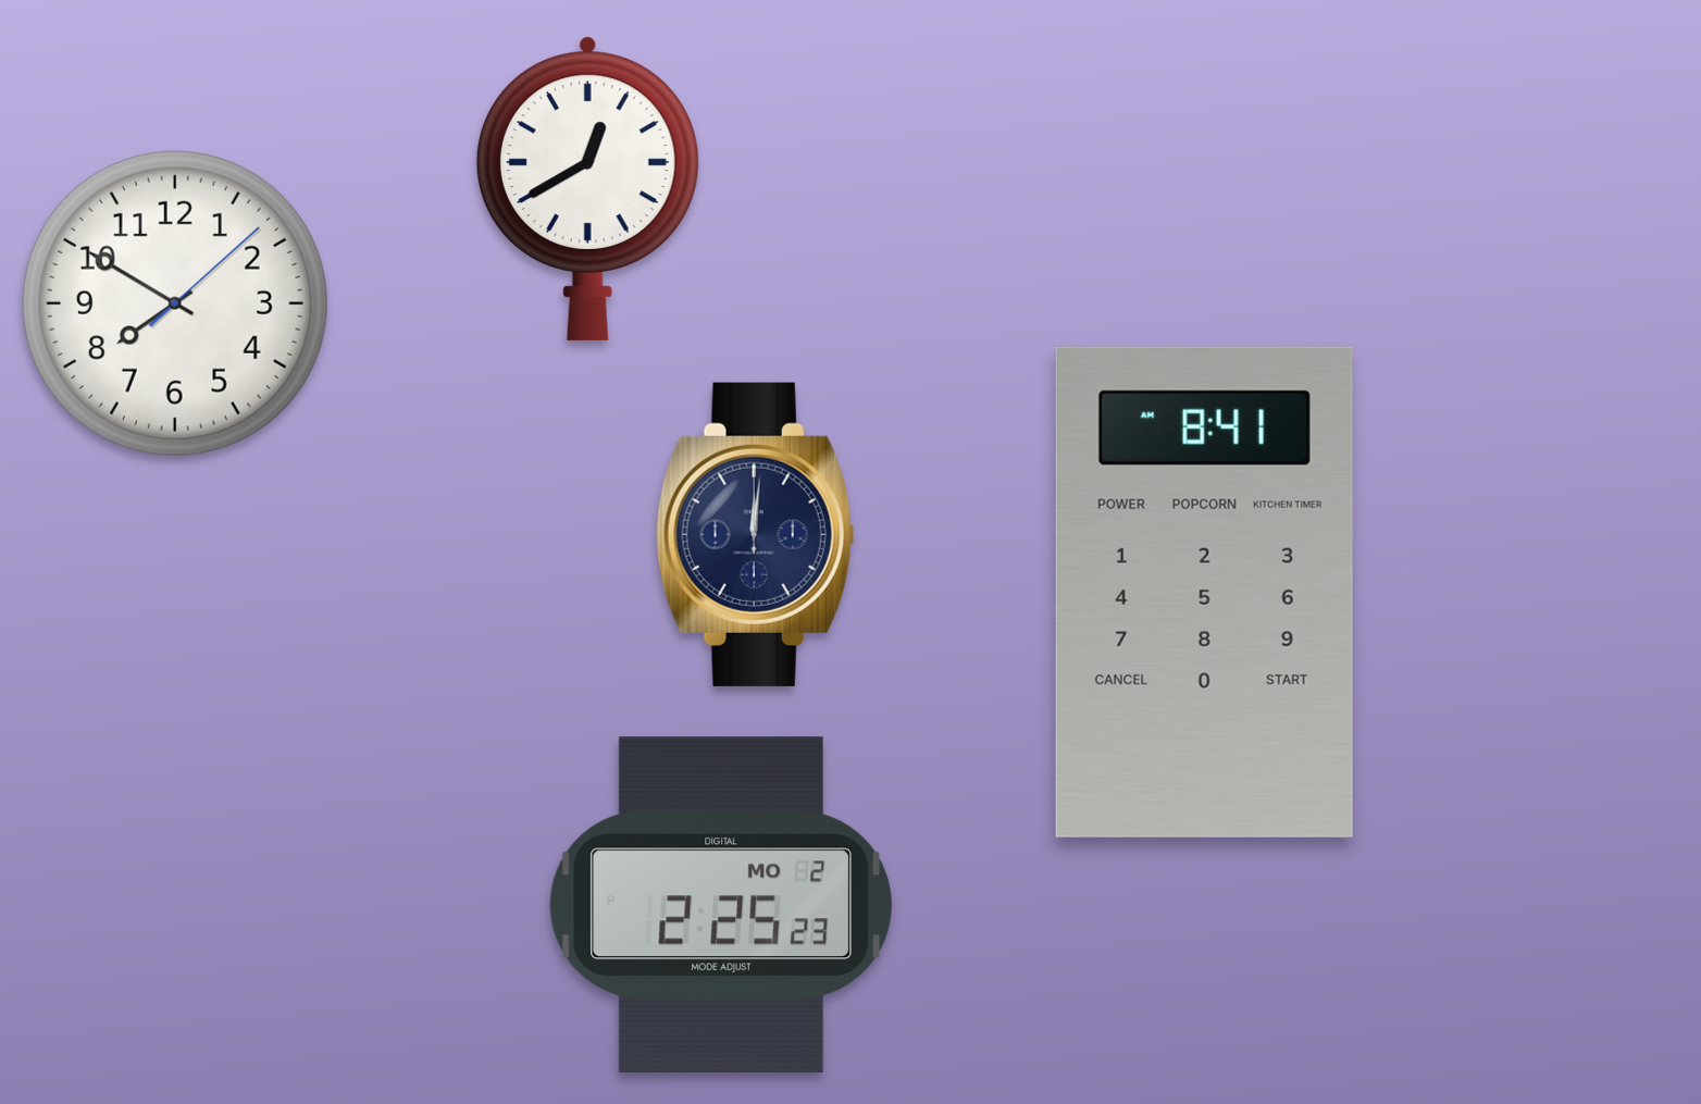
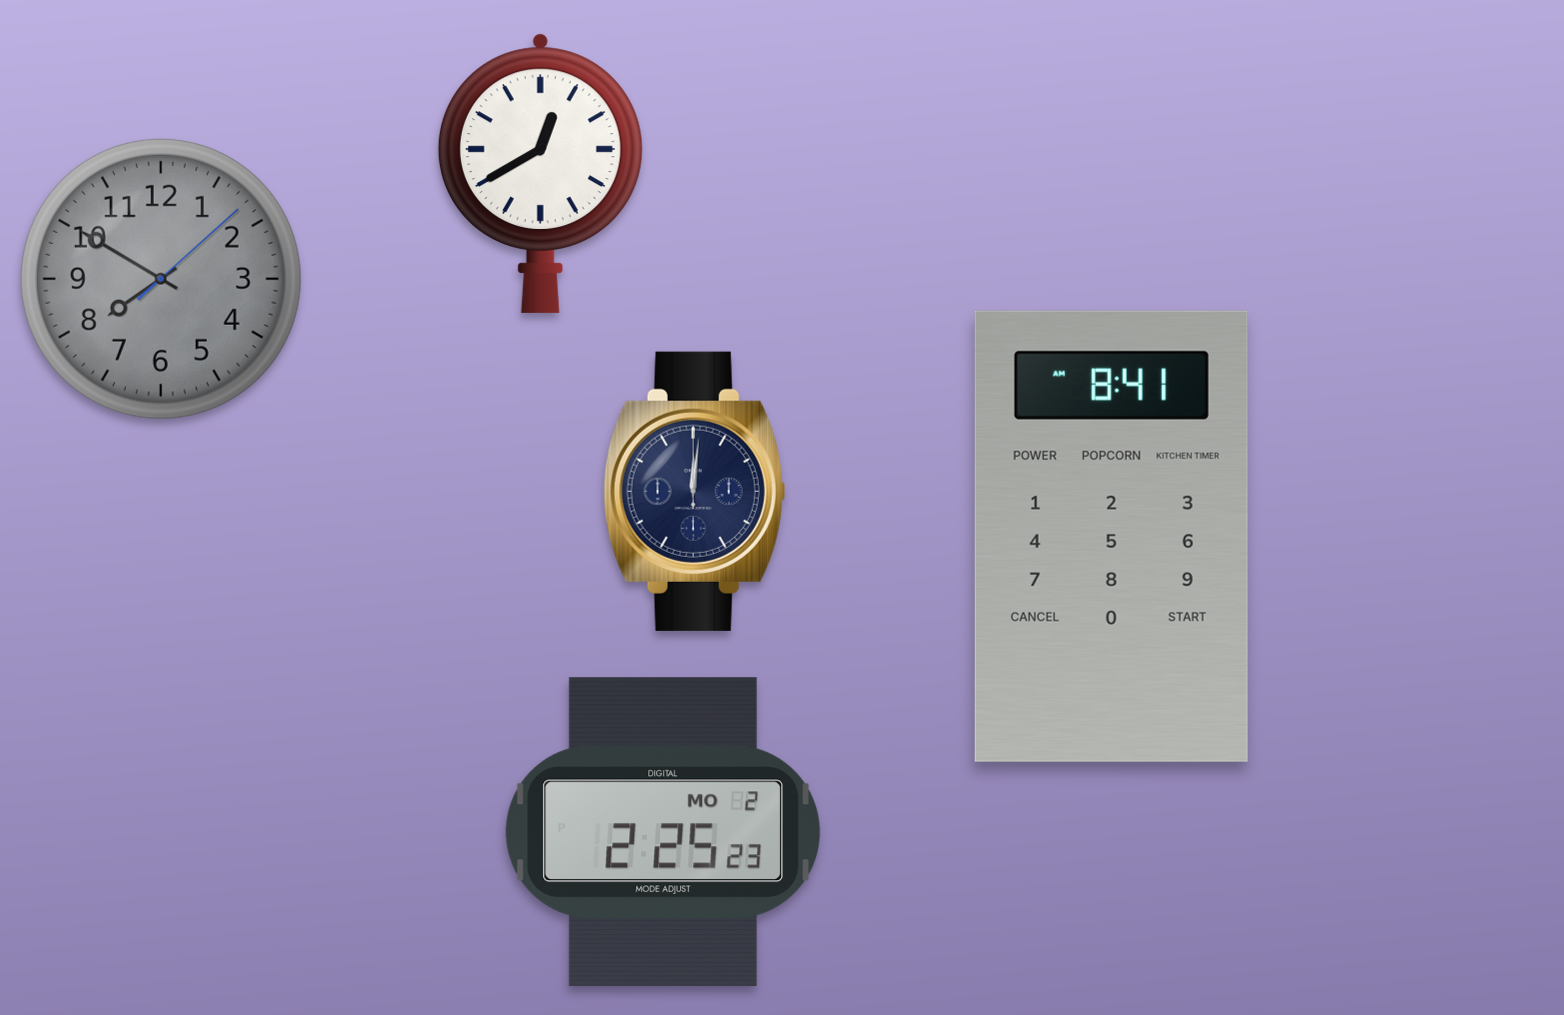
clock at (175, 303) dial: white -> grey
clock at (1204, 592) position: (1204, 592) -> (1111, 536)
